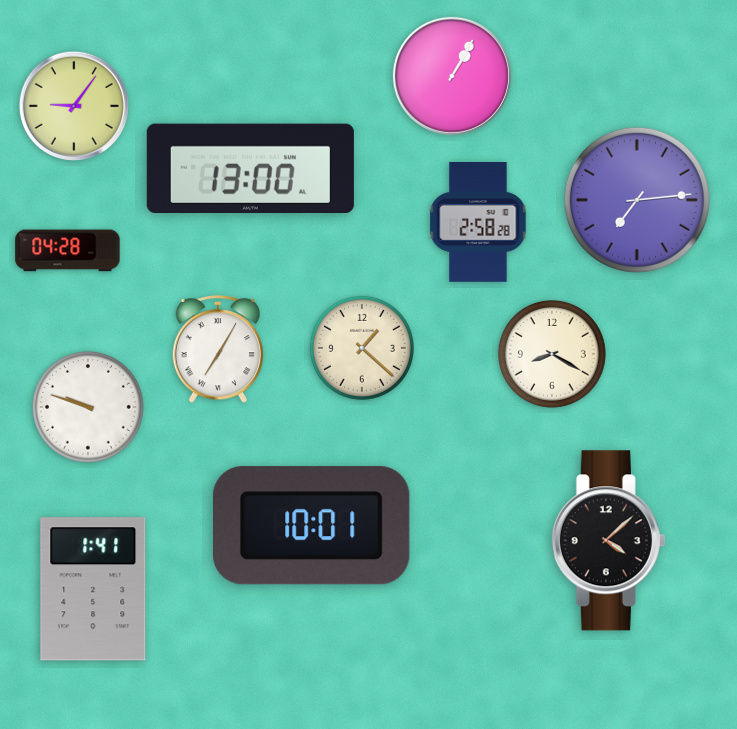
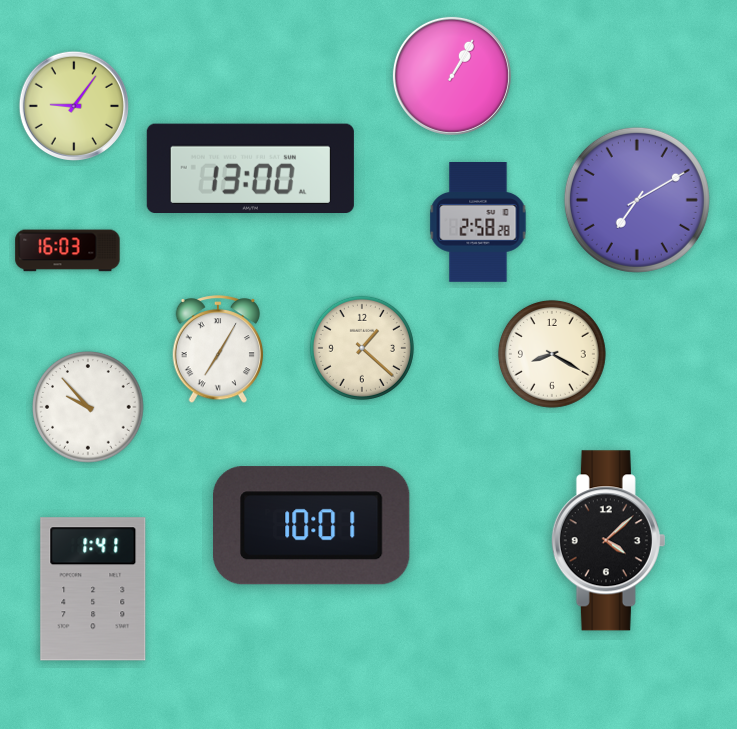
clock at (637, 200): 7:14 -> 7:10
clock at (68, 251): 04:28 -> 16:03
clock at (88, 407): 9:48 -> 9:53
